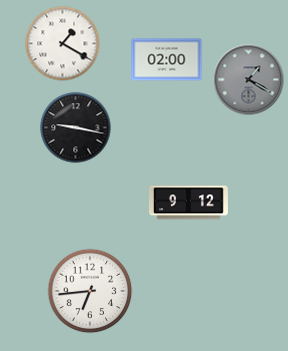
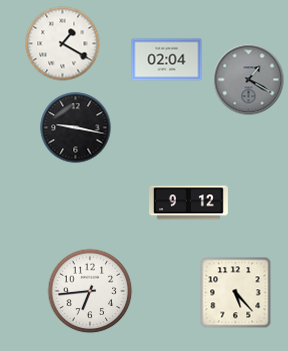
clock at (167, 60): 02:00 -> 02:04
clock at (236, 293): none -> 5:23
